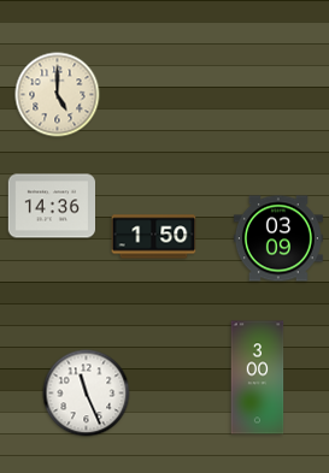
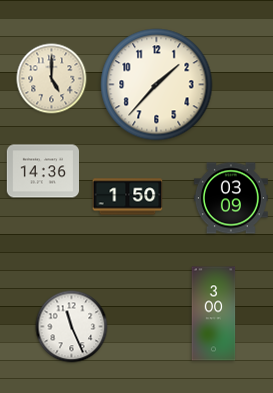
clock at (58, 95) position: (58, 95) -> (52, 79)
clock at (157, 85): none -> 1:37
